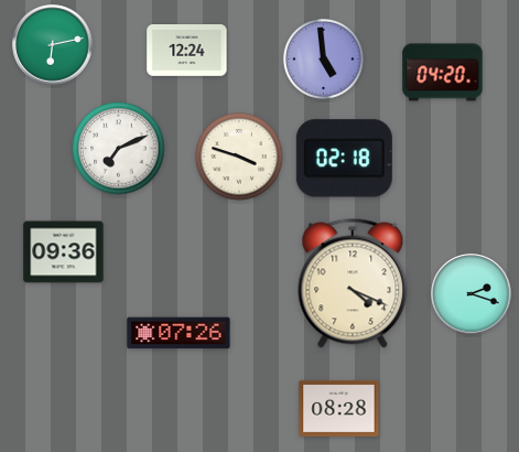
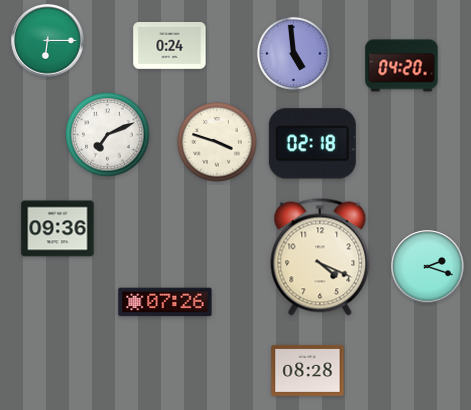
clock at (53, 45): 6:13 -> 6:15
clock at (187, 51): 12:24 -> 0:24
clock at (179, 333) position: (179, 333) -> (165, 302)
